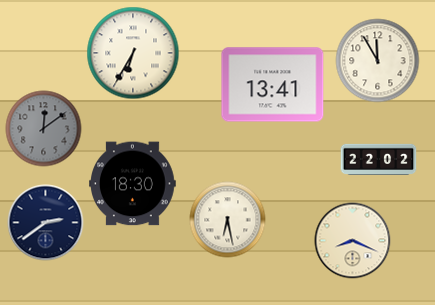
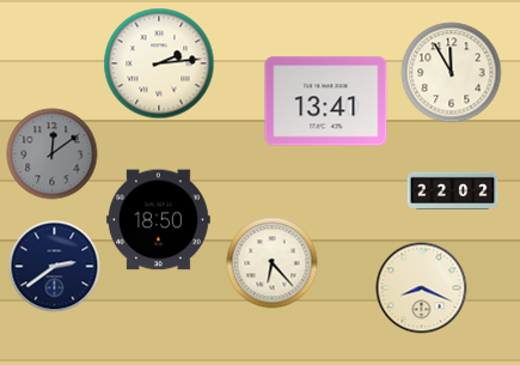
clock at (133, 53): 6:35 -> 2:14
clock at (133, 184): 18:30 -> 18:50
clock at (228, 220): 6:28 -> 6:23
